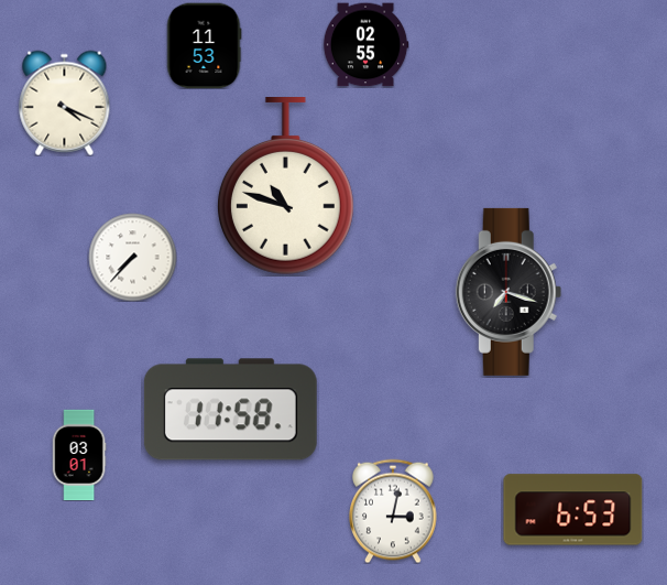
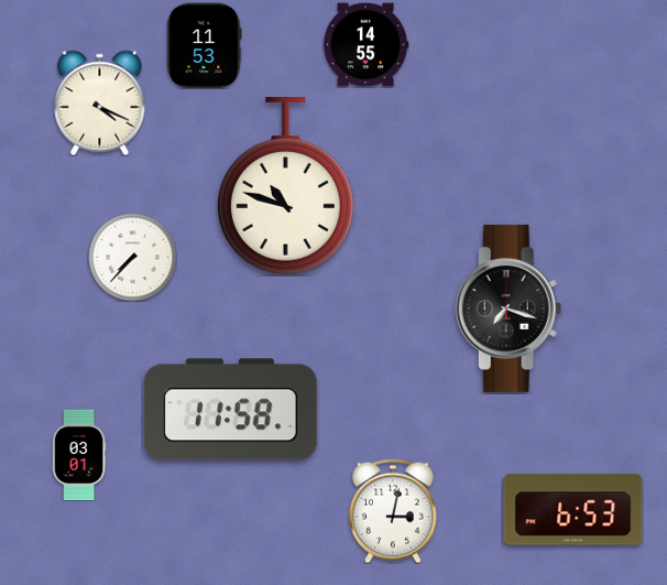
clock at (365, 45): 02:55 -> 14:55
clock at (65, 102) position: (65, 102) -> (100, 102)
clock at (509, 292) position: (509, 292) -> (509, 308)
